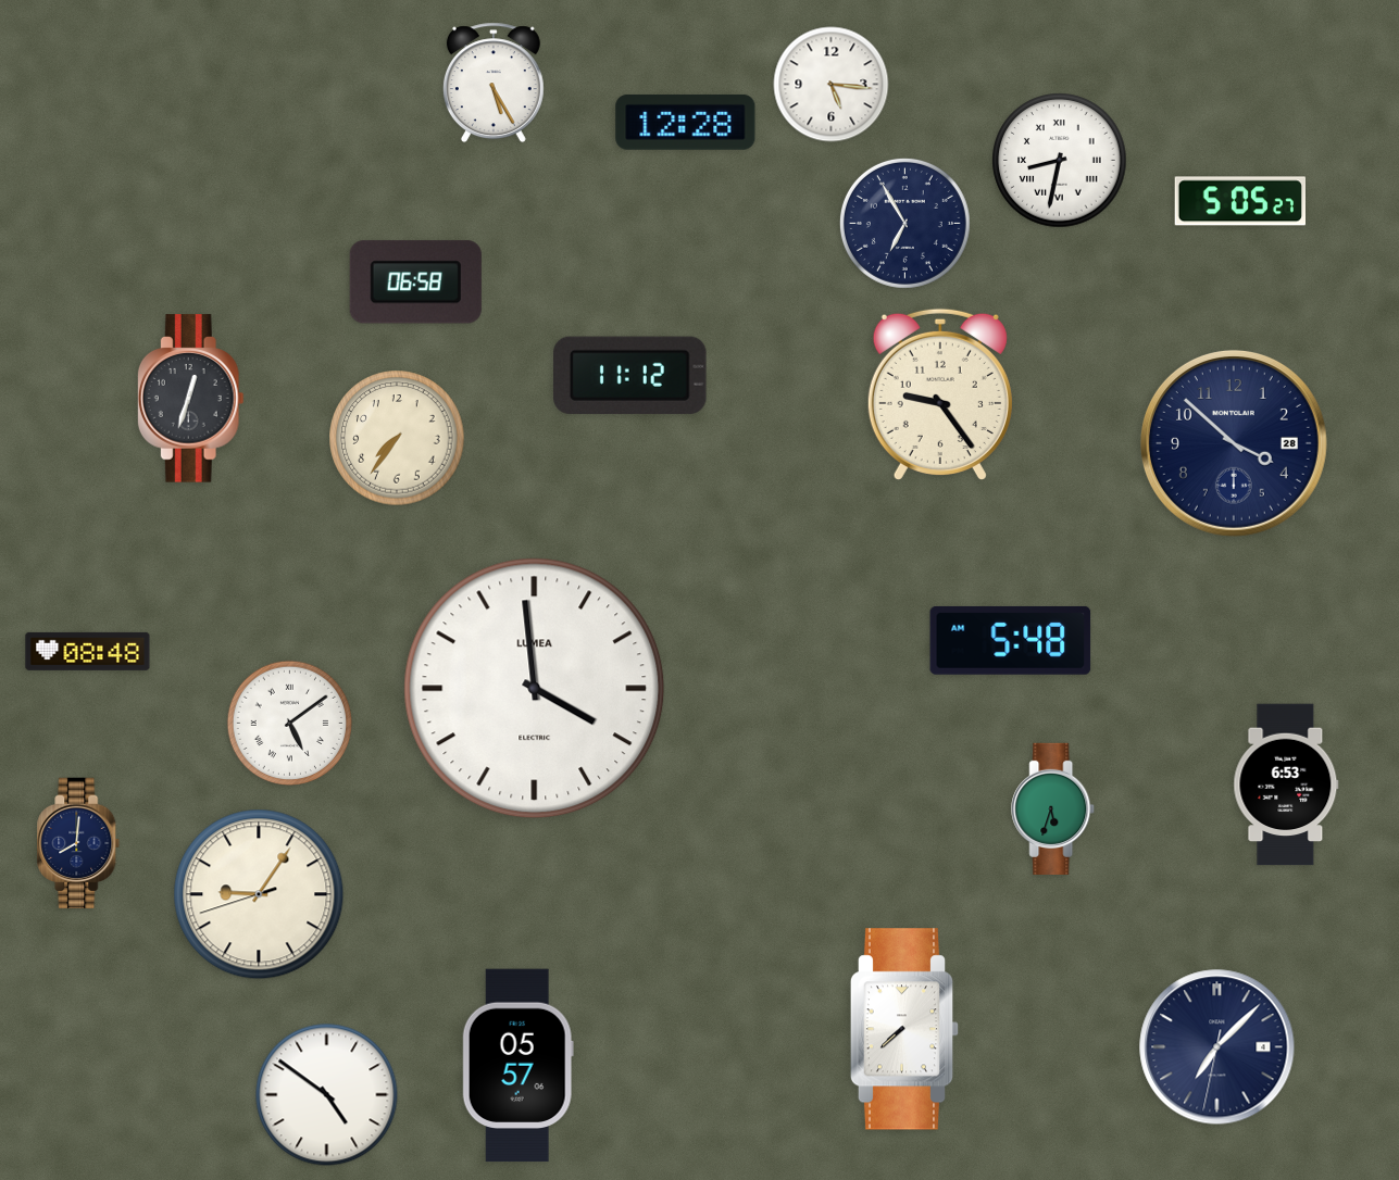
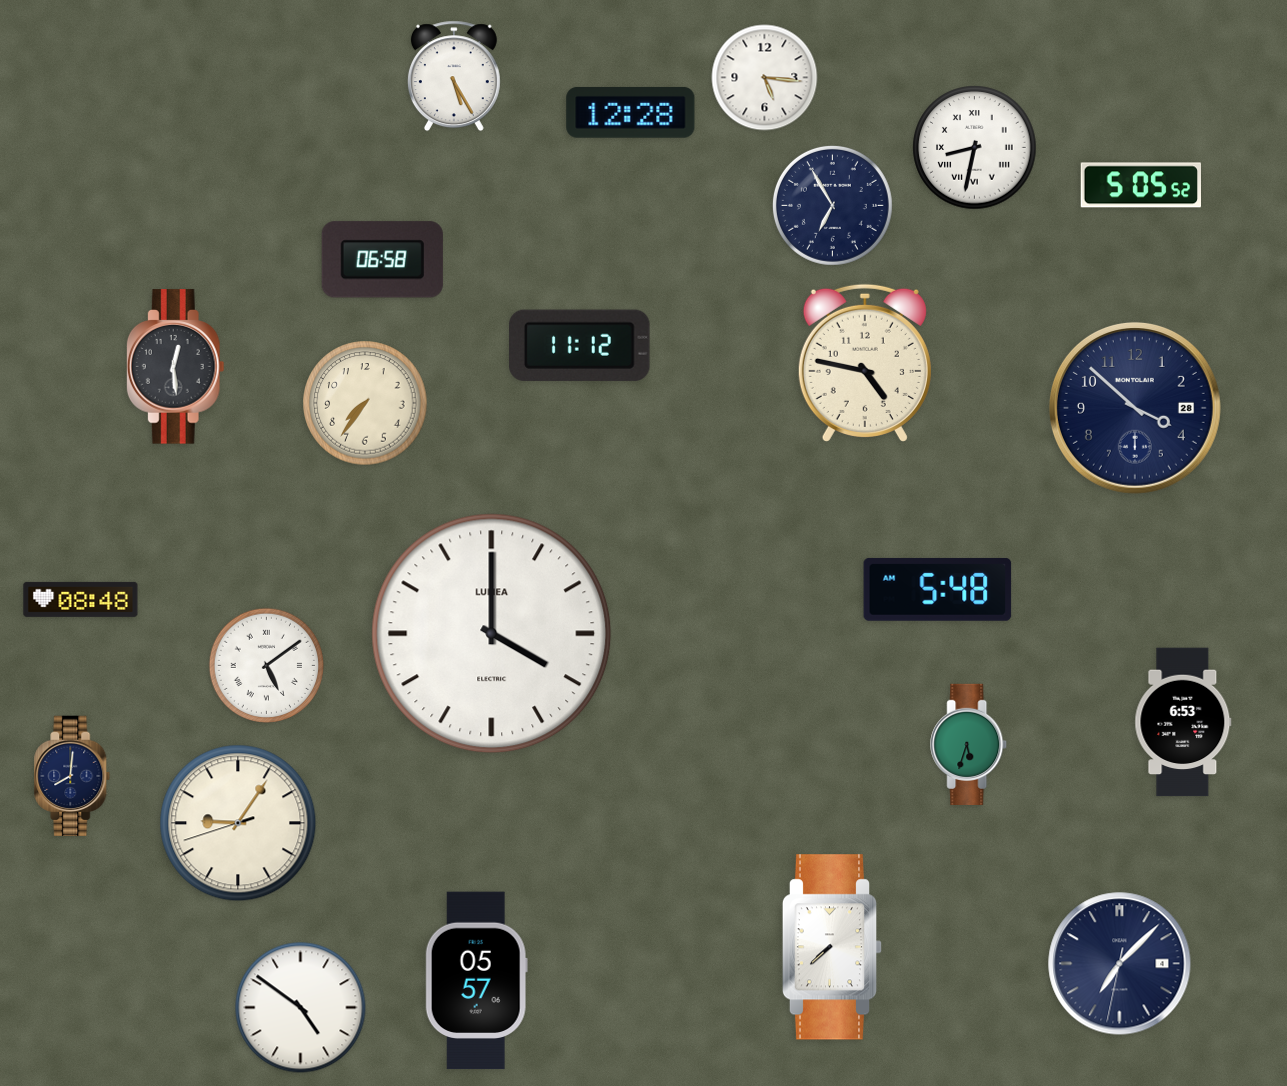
clock at (1239, 201): 5:05:27 -> 5:05:52
clock at (940, 394): 9:24 -> 4:47
clock at (190, 399): 12:33 -> 12:29
clock at (1011, 640) position: (1011, 640) -> (938, 589)
clock at (535, 689): 3:59 -> 4:00
